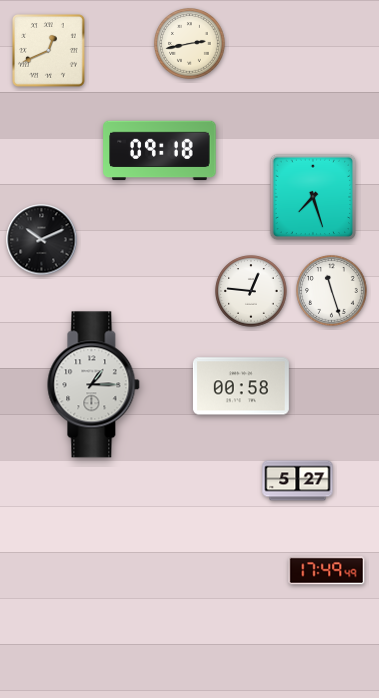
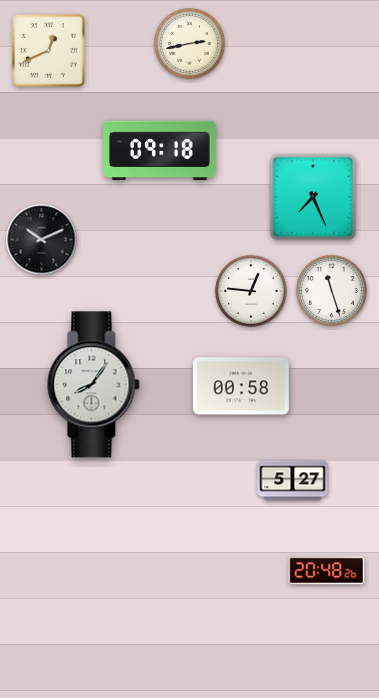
clock at (313, 197): 7:27 -> 7:26
clock at (94, 385): 1:15 -> 8:06
clock at (298, 481) position: (298, 481) -> (293, 481)
clock at (327, 571): 17:49 -> 20:48
